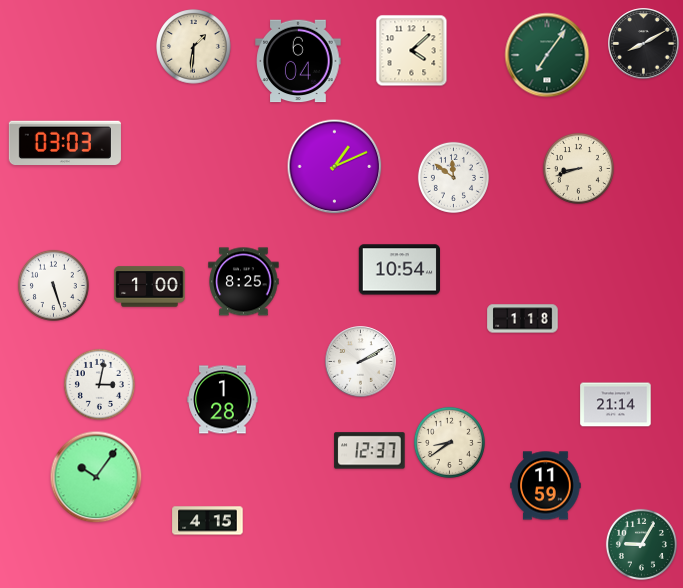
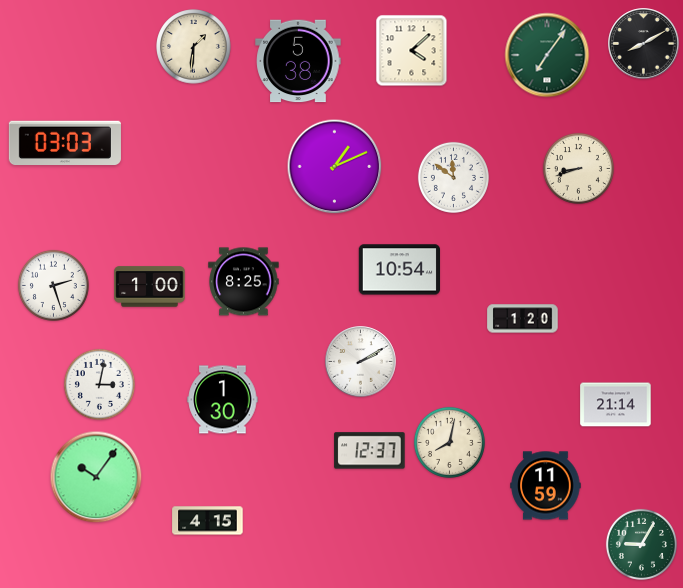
clock at (298, 61): 6:04 -> 5:38
clock at (53, 285): 5:27 -> 2:27
clock at (523, 319): 1:18 -> 1:20
clock at (223, 400): 1:28 -> 1:30
clock at (449, 442): 8:39 -> 8:02
